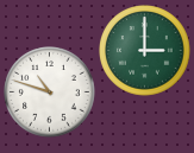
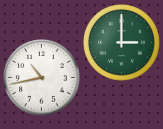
clock at (50, 93): 10:48 -> 10:43
